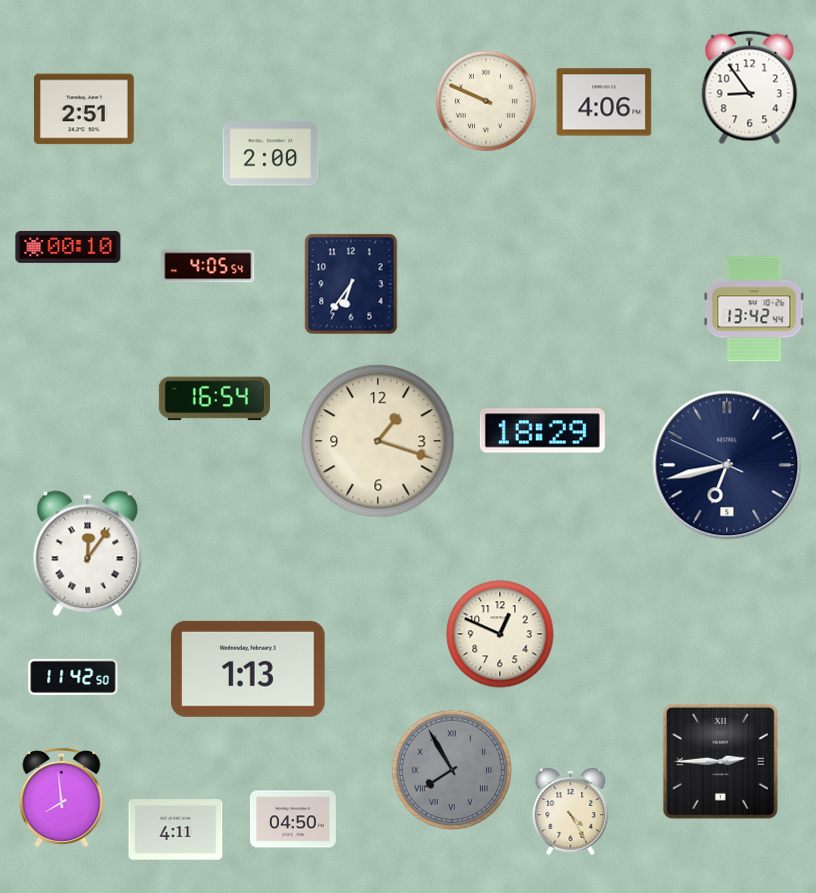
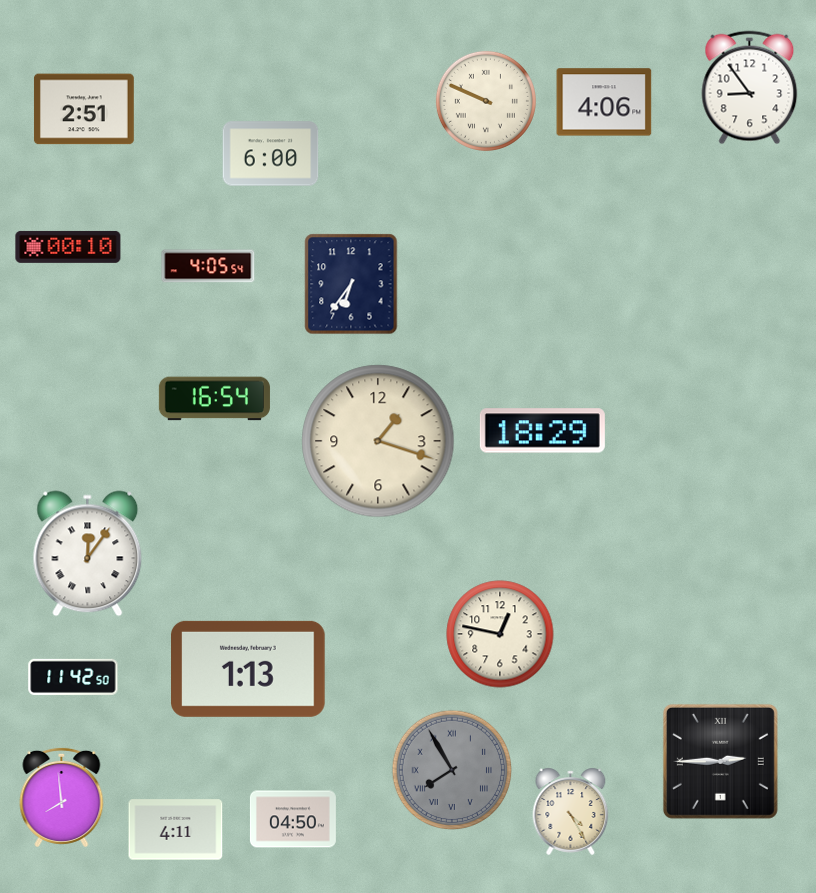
clock at (271, 154): 2:00 -> 6:00
clock at (754, 309): 13:42 -> none
clock at (727, 465): 6:42 -> none
clock at (500, 634): 12:49 -> 12:47
